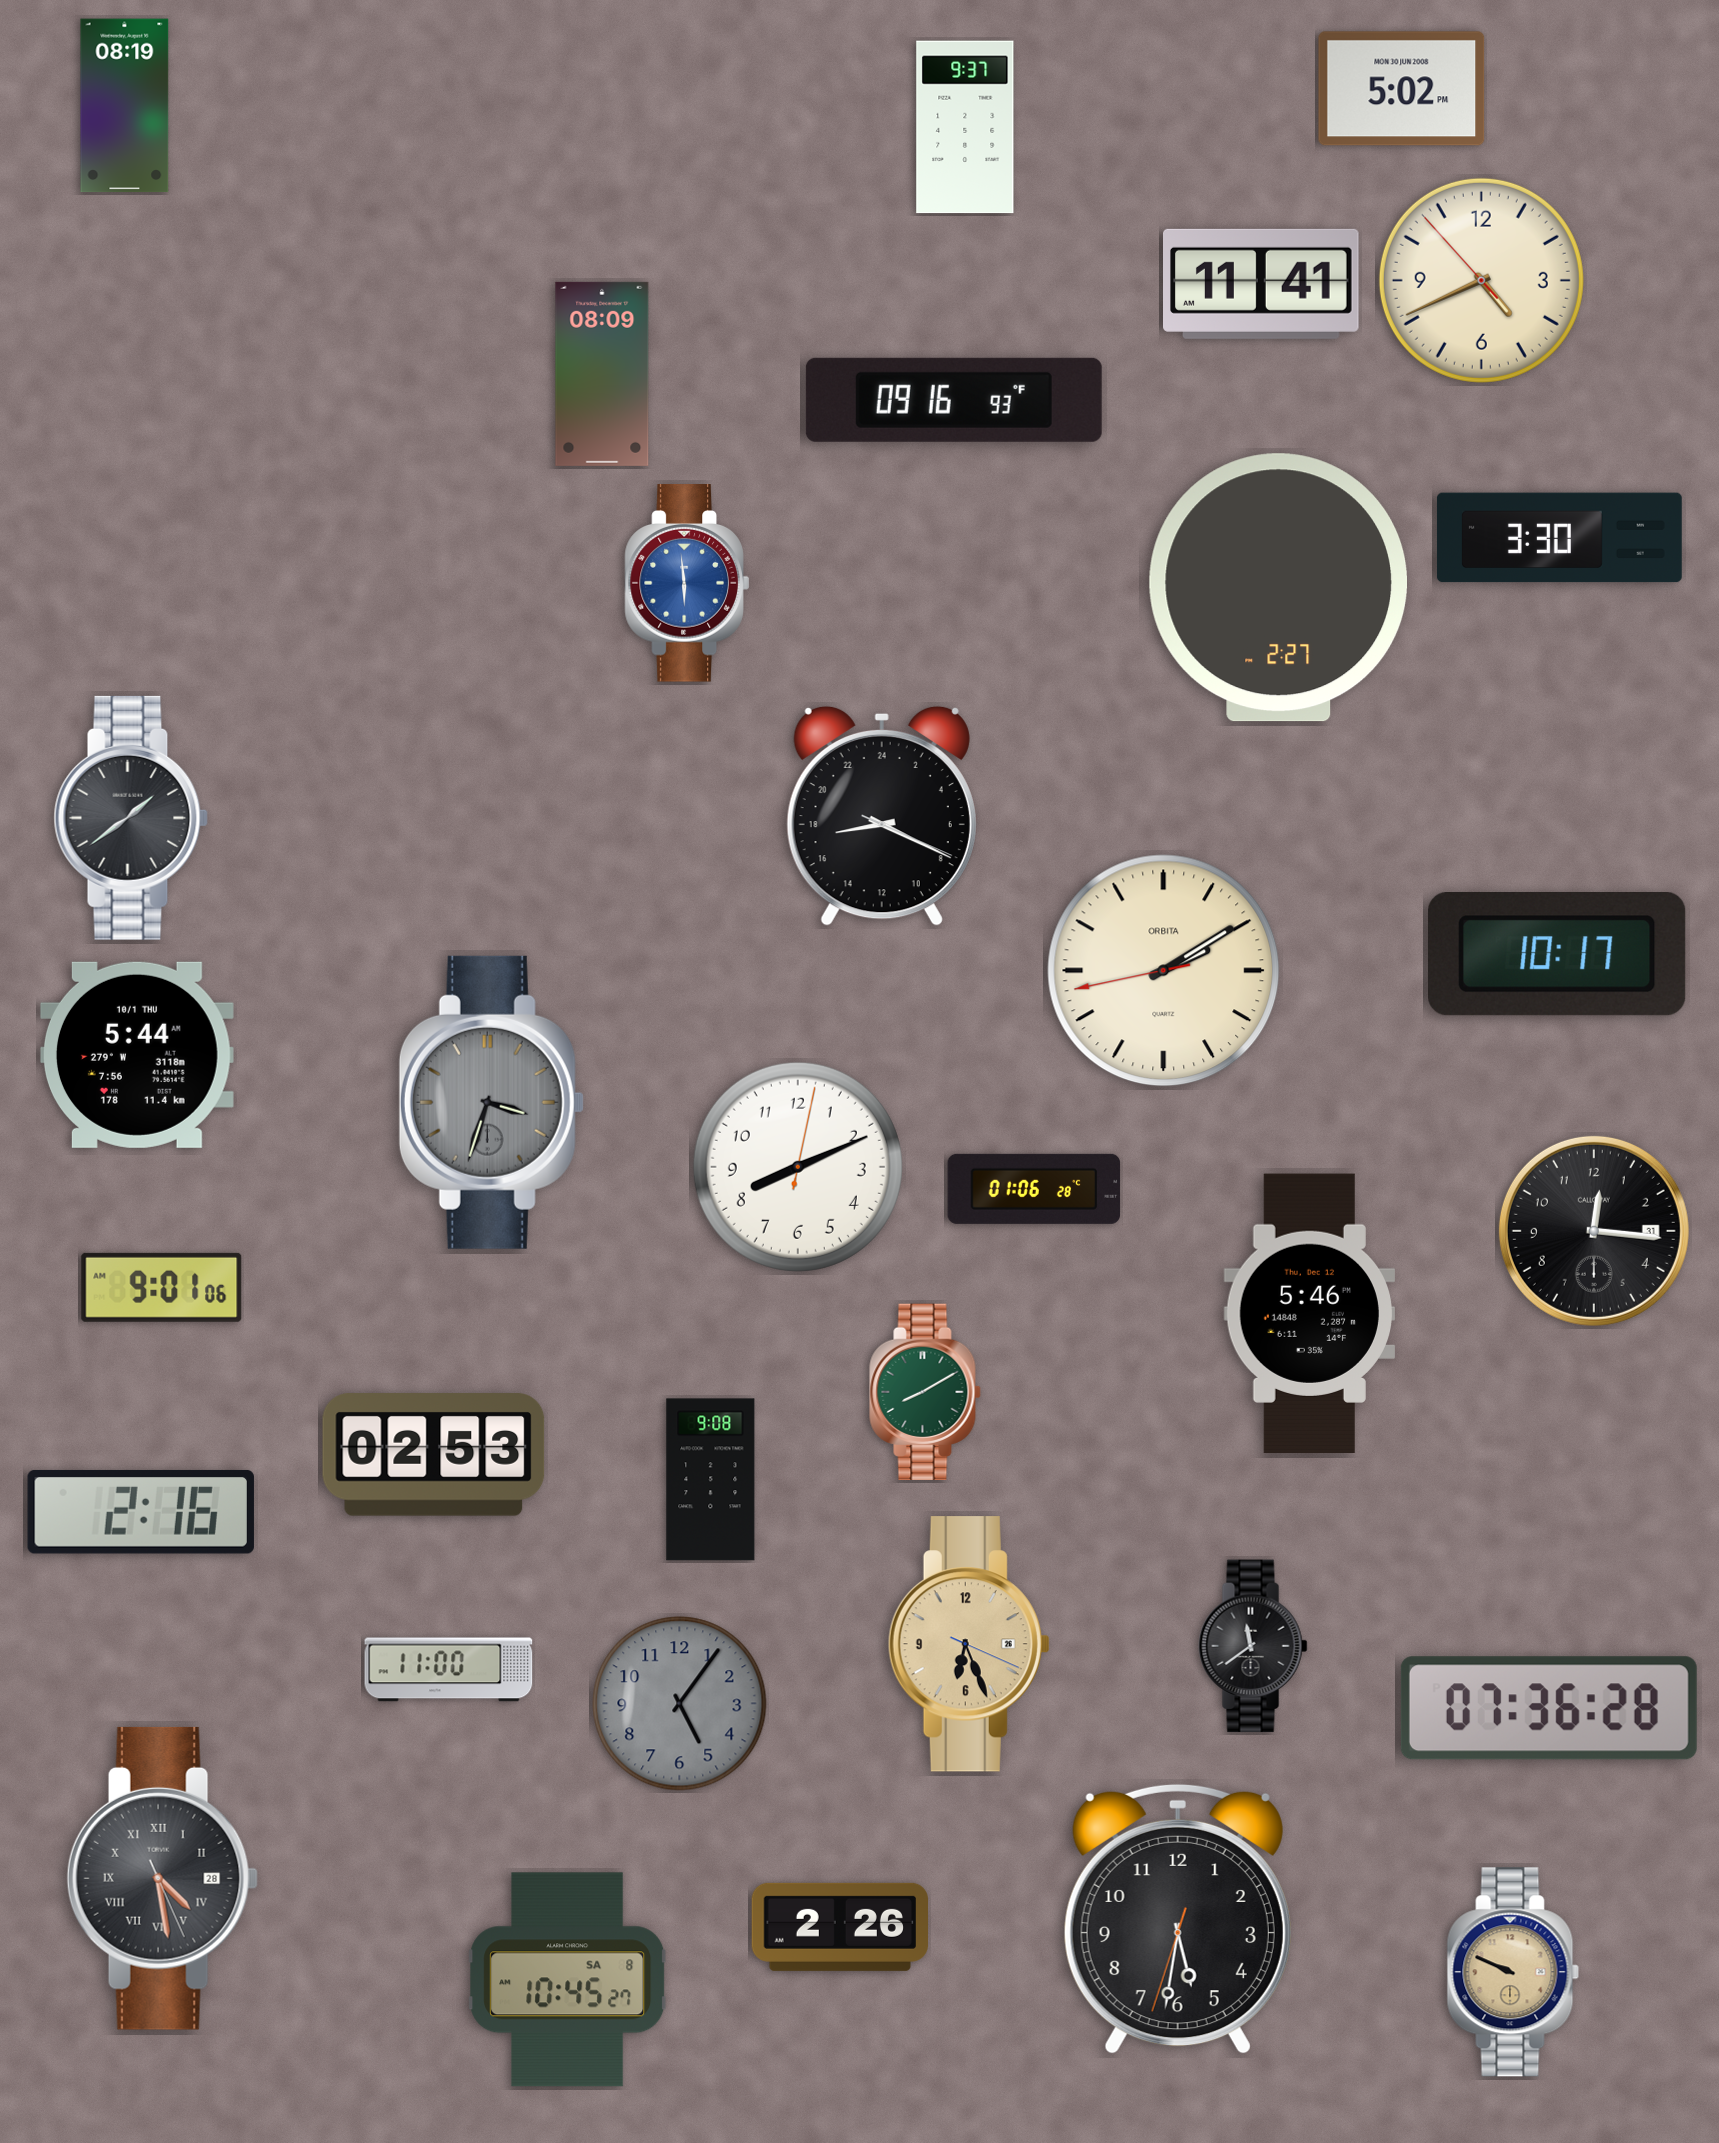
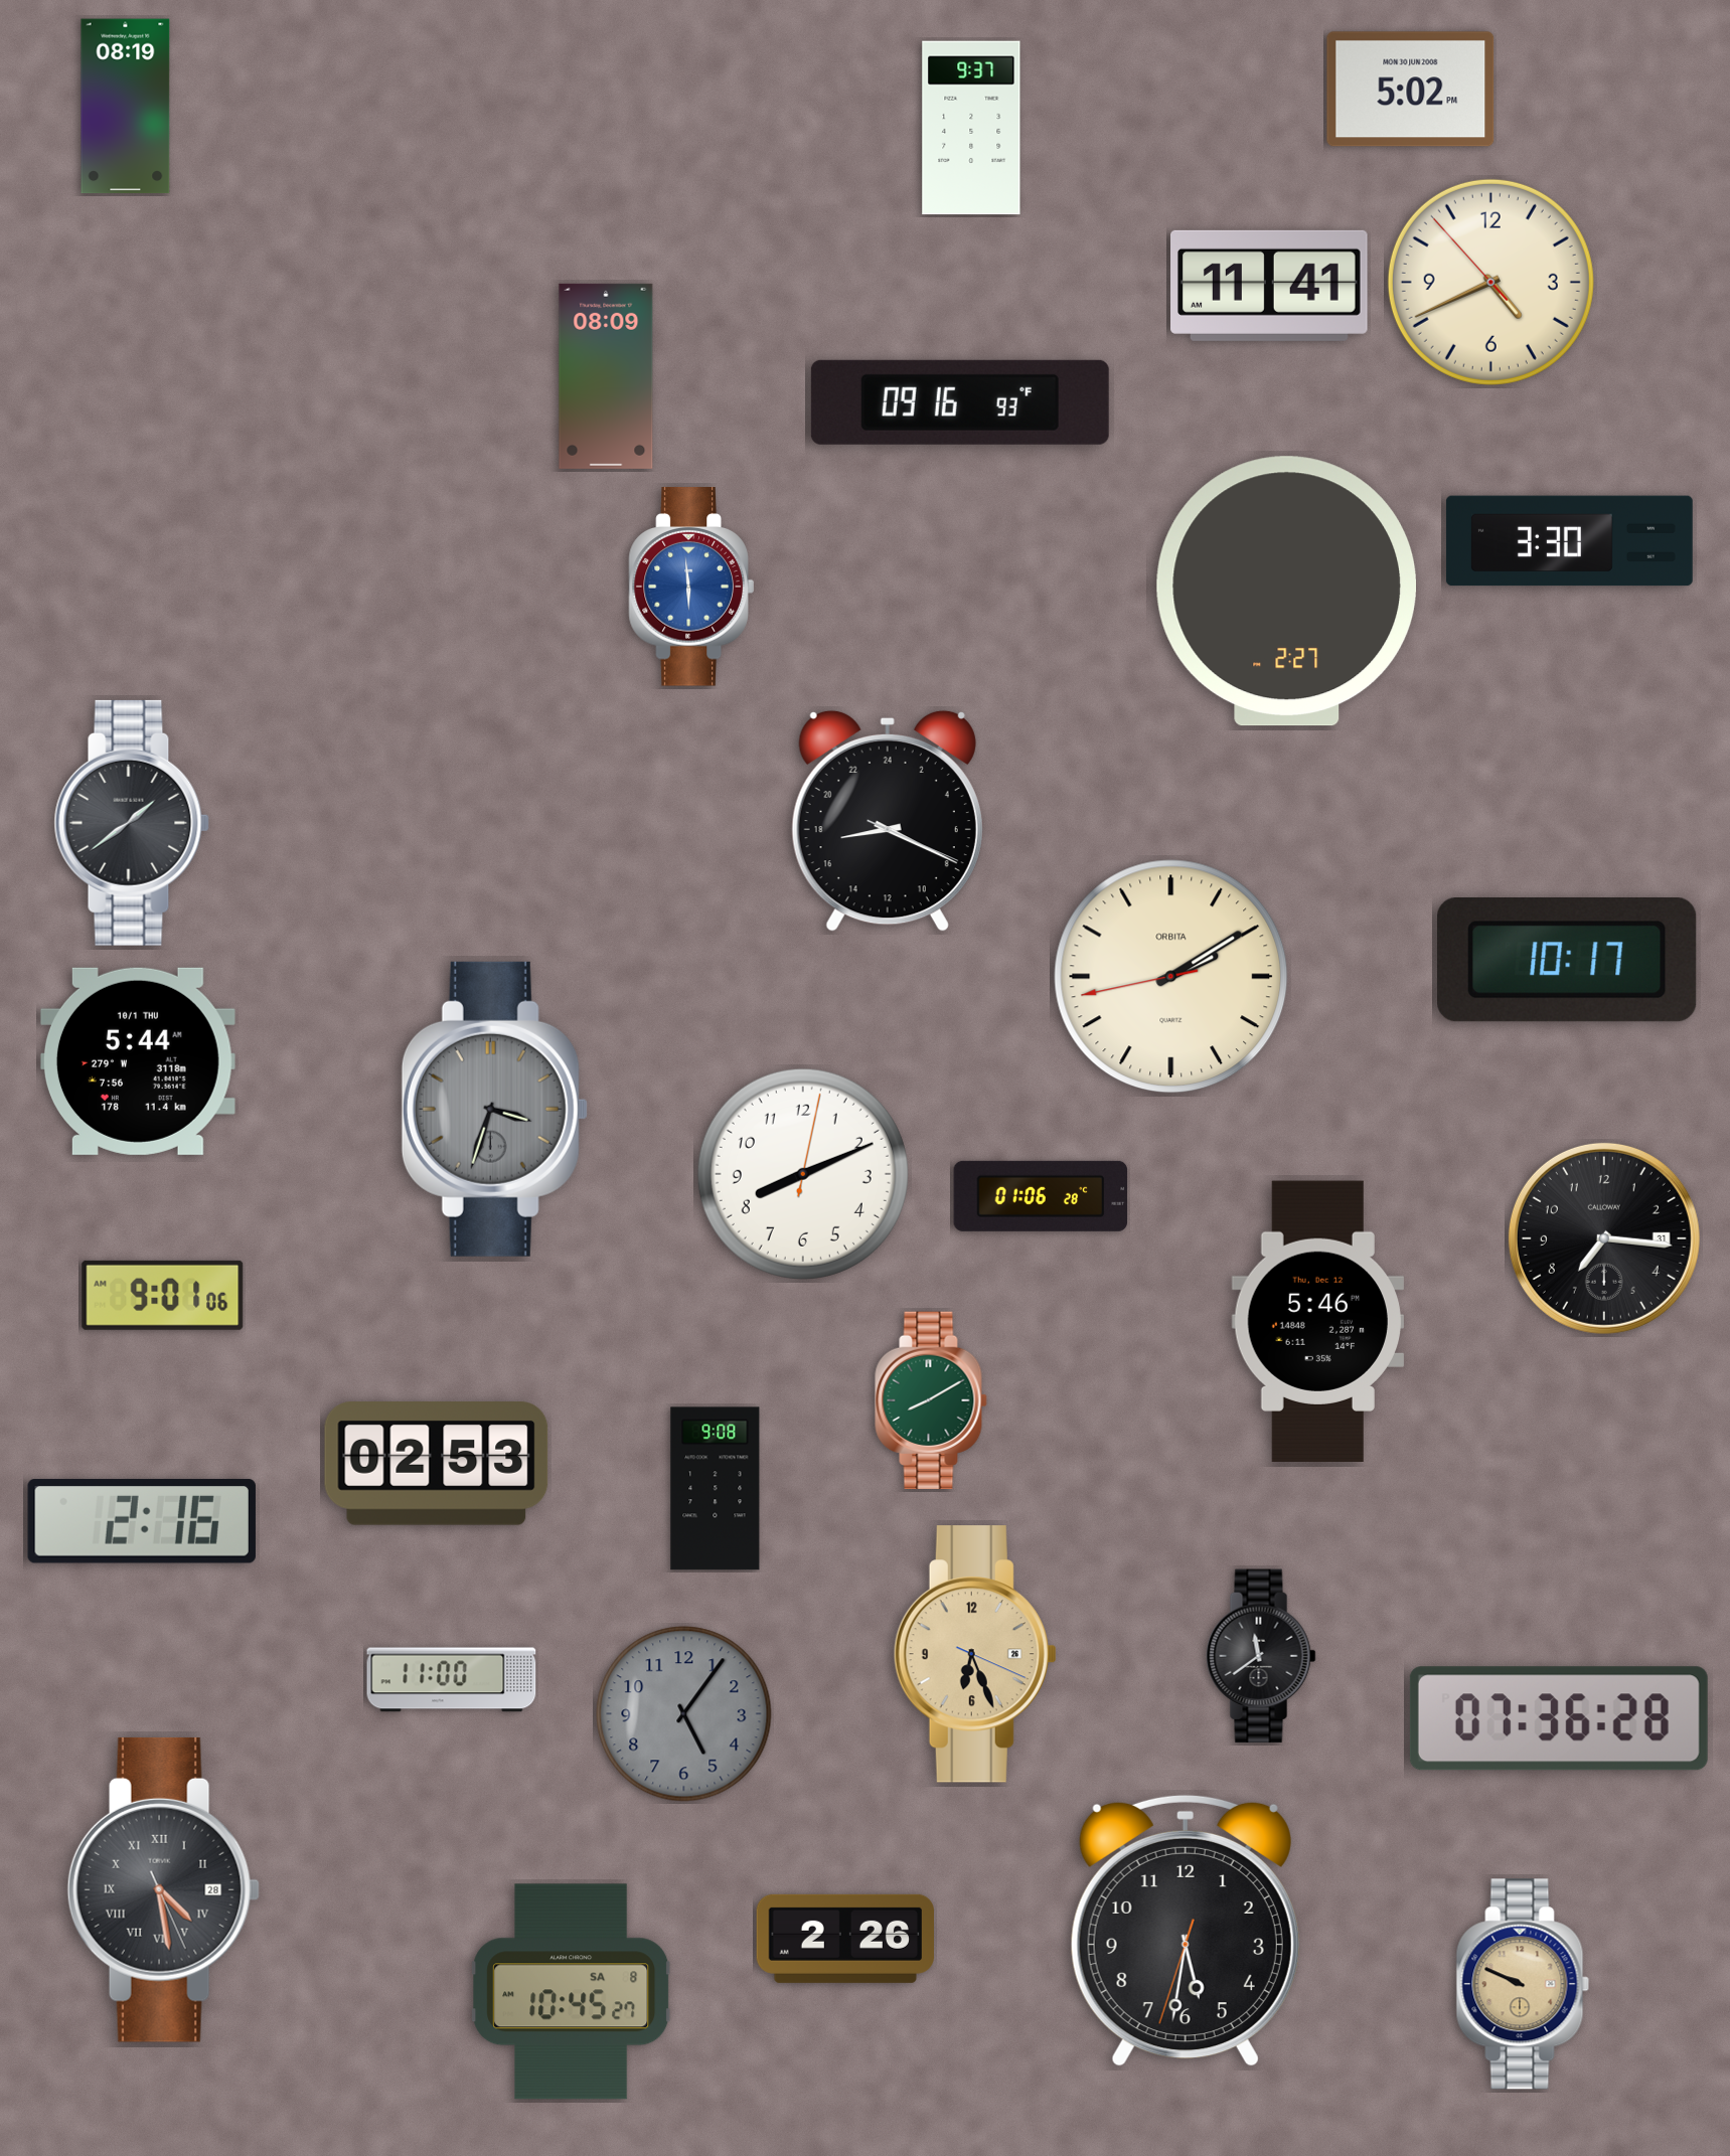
clock at (1594, 1231): 12:16 -> 7:16
